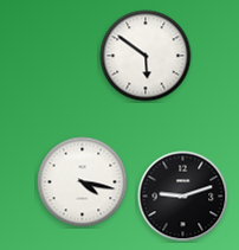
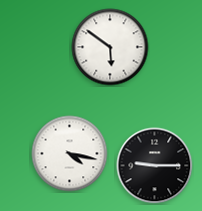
clock at (146, 56) position: (146, 56) -> (110, 47)
clock at (183, 197): 9:12 -> 9:15
